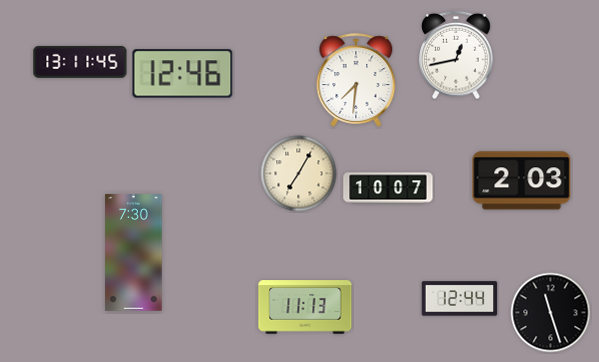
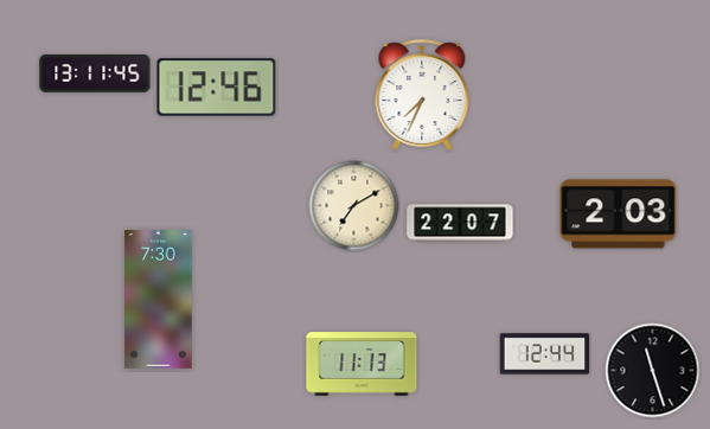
clock at (456, 55): 12:43 -> none
clock at (356, 80): 7:31 -> 7:34
clock at (299, 174): 7:05 -> 7:10
clock at (388, 188): 10:07 -> 22:07
